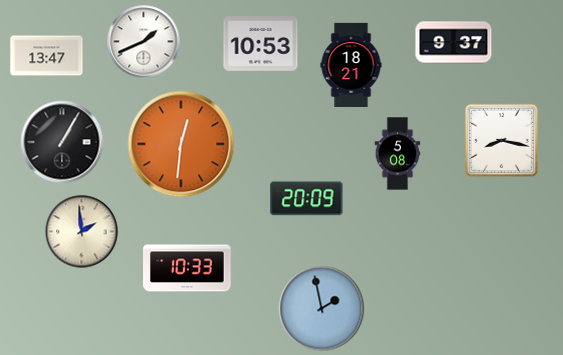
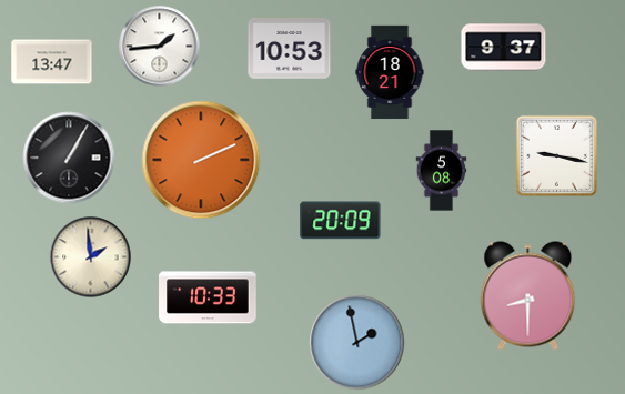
clock at (144, 42): 1:41 -> 1:44
clock at (501, 140): 8:17 -> 9:17
clock at (181, 144): 12:31 -> 2:11
clock at (528, 296): none -> 8:30
